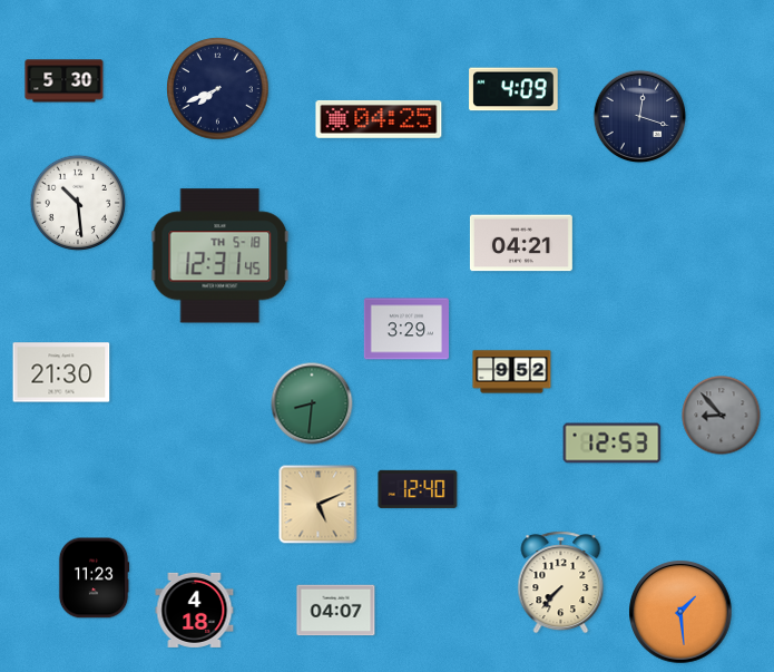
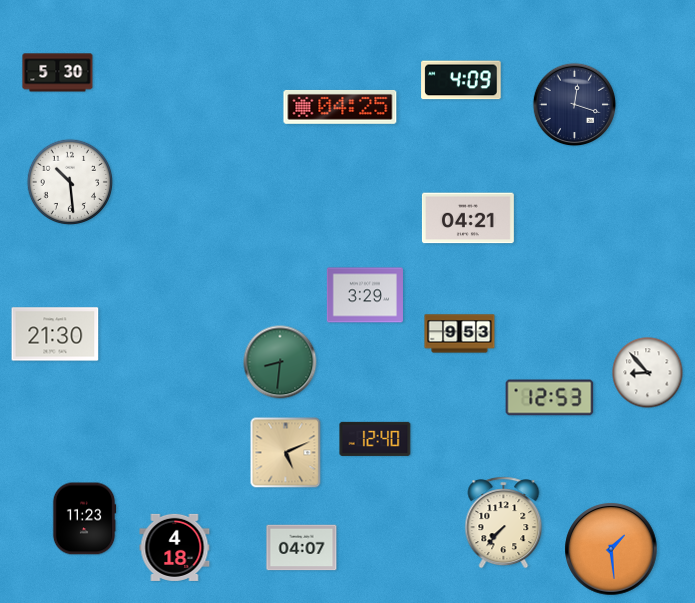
clock at (218, 89): 7:41 -> none
clock at (221, 256): 12:31 -> none
clock at (512, 372): 9:52 -> 9:53
clock at (722, 416) dial: grey -> white
